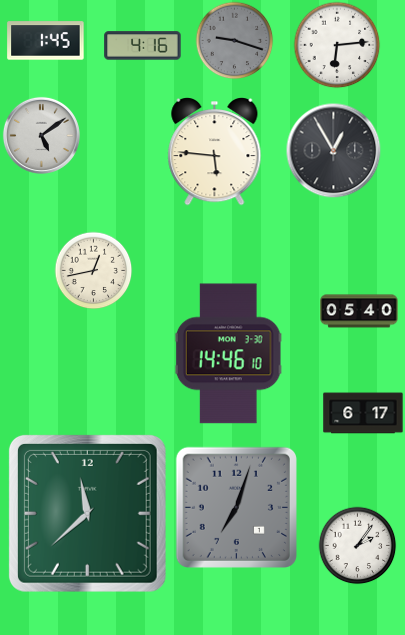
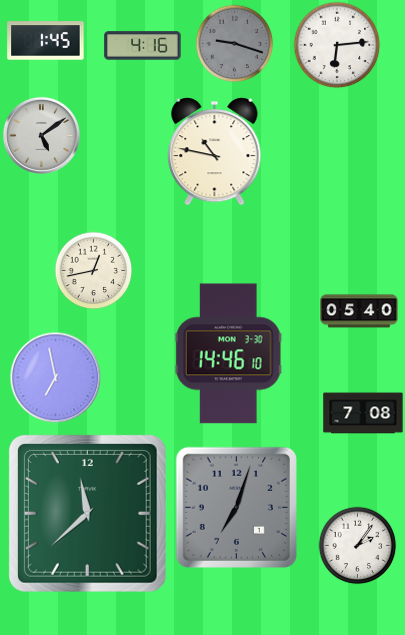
clock at (234, 40) position: (234, 40) -> (234, 43)
clock at (333, 150): 12:55 -> none
clock at (215, 151): 5:46 -> 10:47
clock at (55, 377): none -> 6:58
clock at (363, 413): 6:17 -> 7:08
